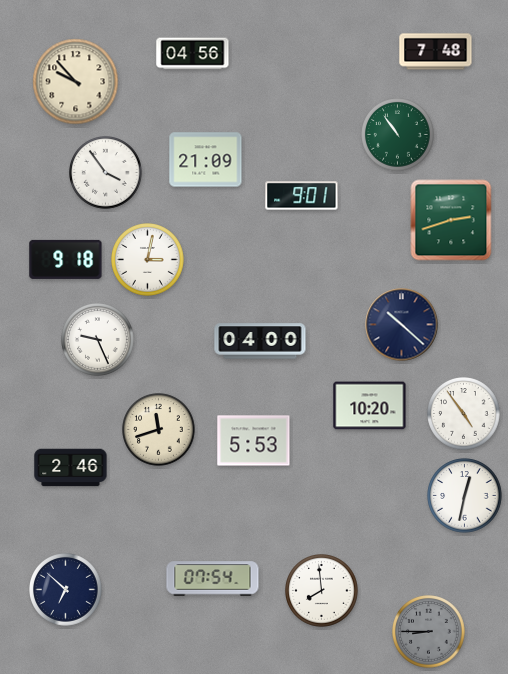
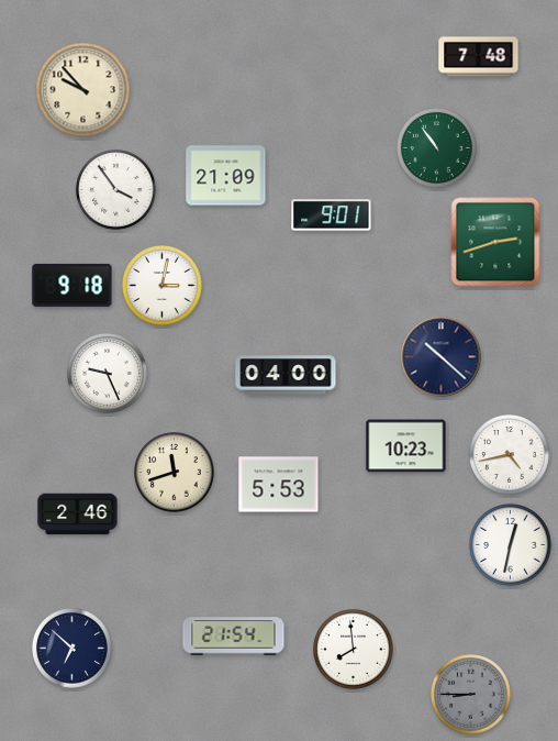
clock at (193, 54): 04:56 -> none
clock at (370, 406): 10:20 -> 10:23
clock at (464, 414): 4:54 -> 4:43
clock at (213, 579): 07:54 -> 21:54
